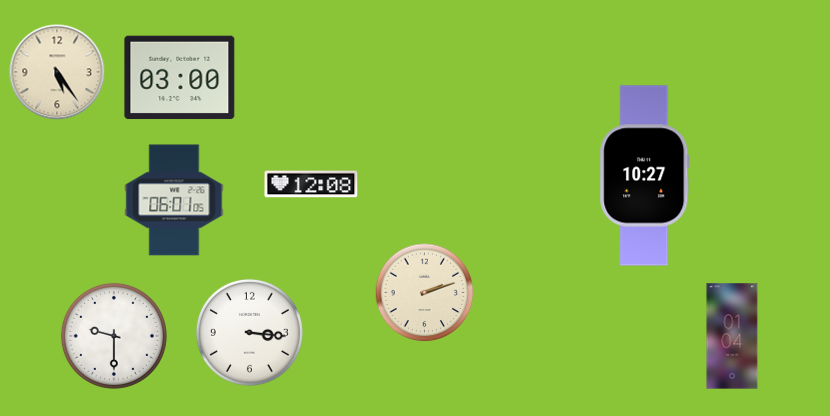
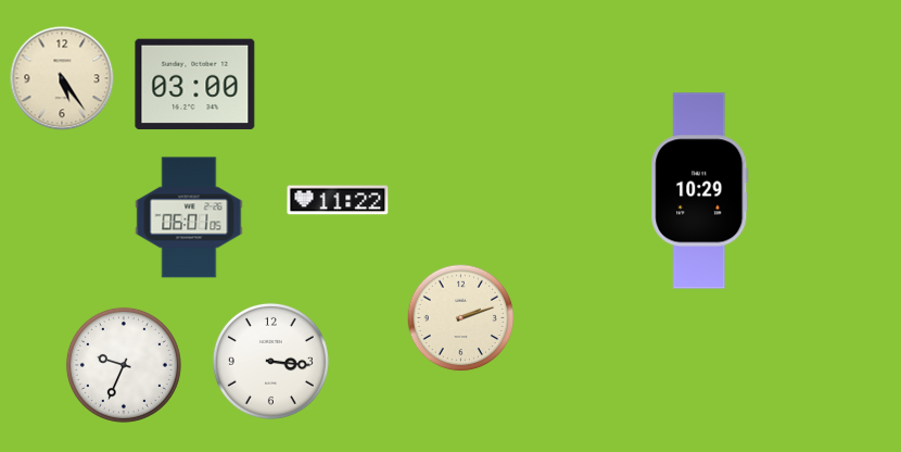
clock at (645, 176): 10:27 -> 10:29
clock at (311, 184): 12:08 -> 11:22
clock at (114, 336): 9:30 -> 9:34
clock at (732, 336): 01:04 -> none
